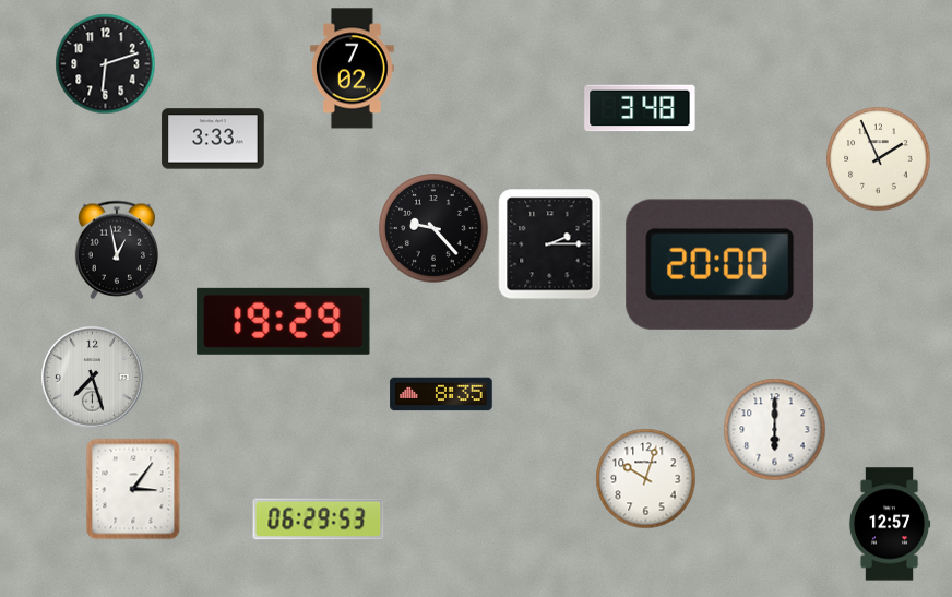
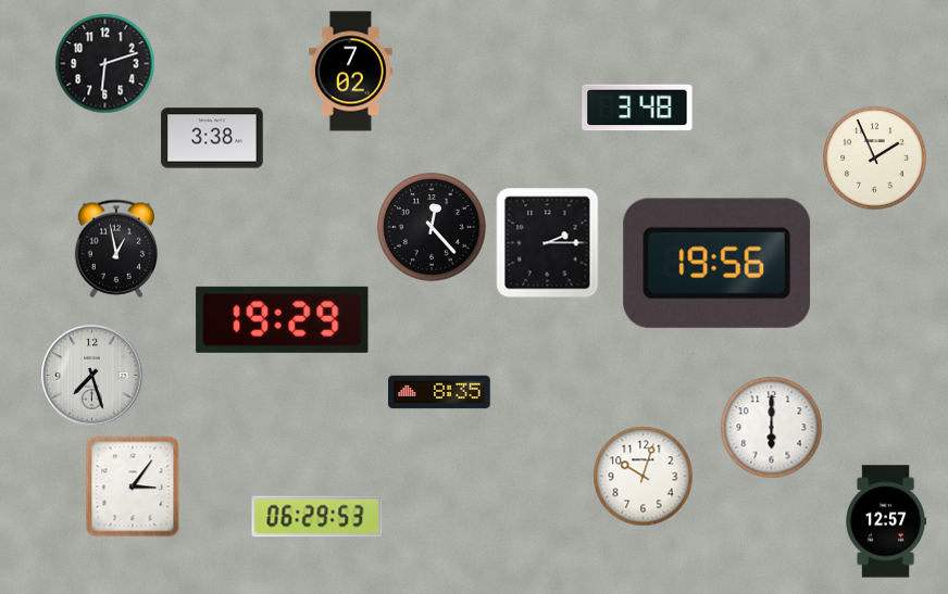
clock at (352, 69) position: (352, 69) -> (350, 72)
clock at (213, 139): 3:33 -> 3:38
clock at (433, 228): 9:23 -> 12:23
clock at (721, 264): 20:00 -> 19:56
